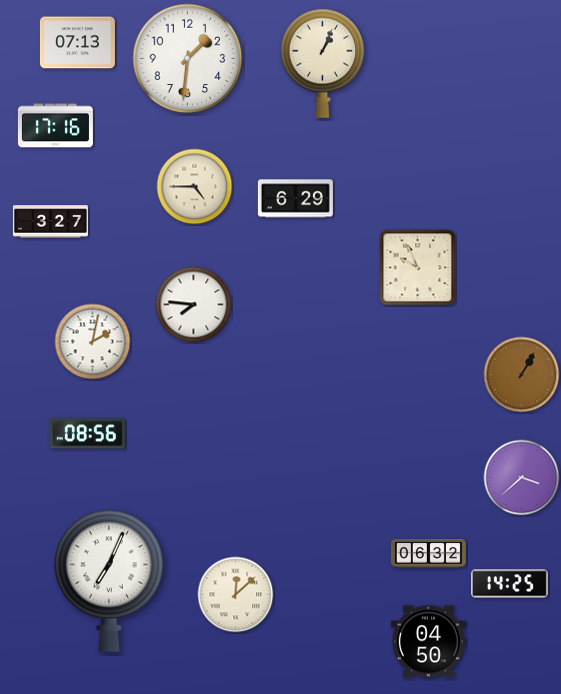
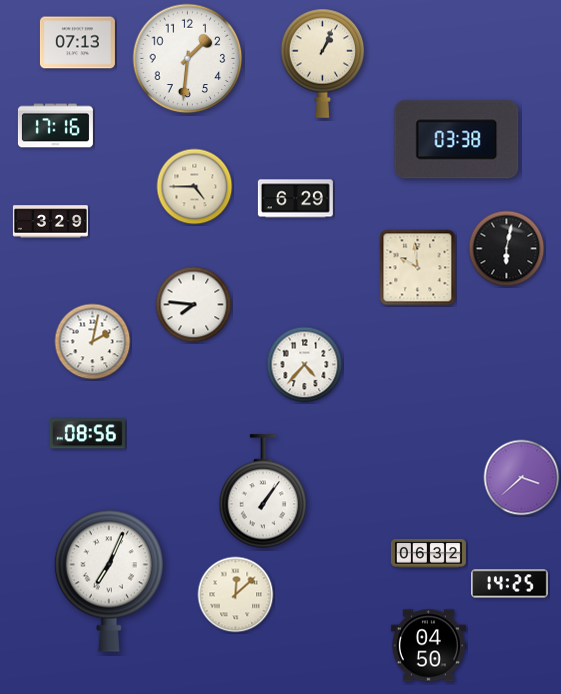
clock at (457, 140): none -> 03:38
clock at (50, 222): 3:27 -> 3:29
clock at (507, 249): none -> 6:02
clock at (418, 268): 9:56 -> 9:59
clock at (305, 365): none -> 4:37
clock at (522, 375): 1:05 -> none
clock at (263, 491): none -> 1:06
clock at (428, 642) position: (428, 642) -> (428, 646)
